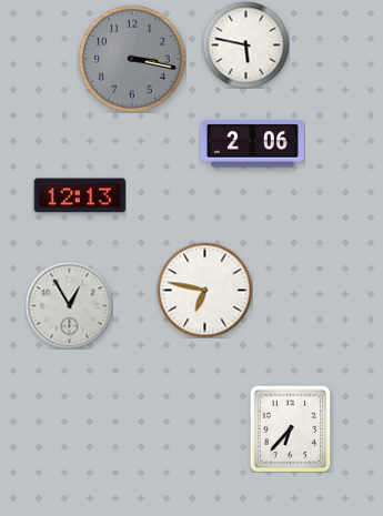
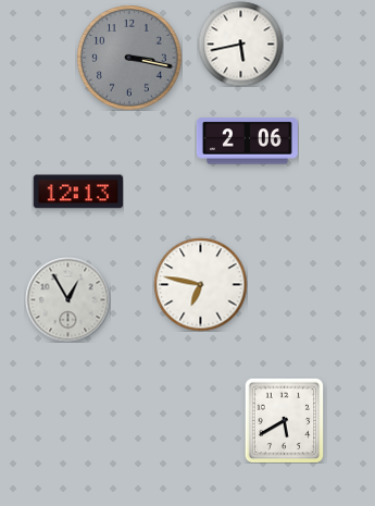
clock at (245, 44): 5:47 -> 5:43
clock at (291, 428): 6:37 -> 5:40
